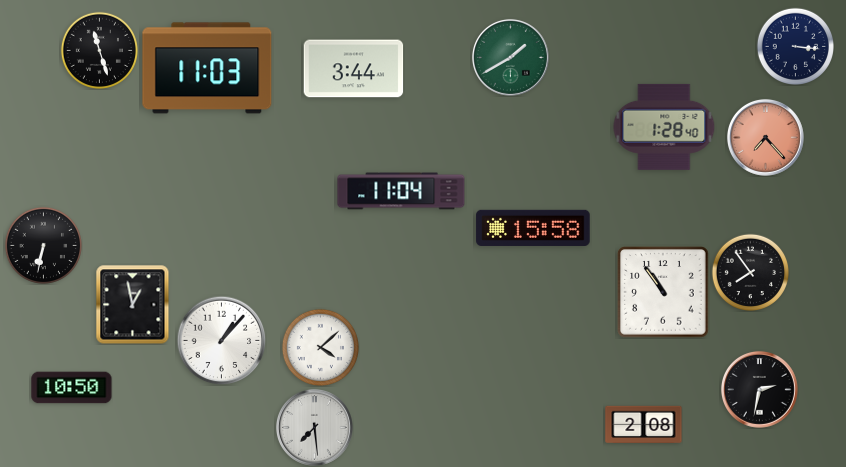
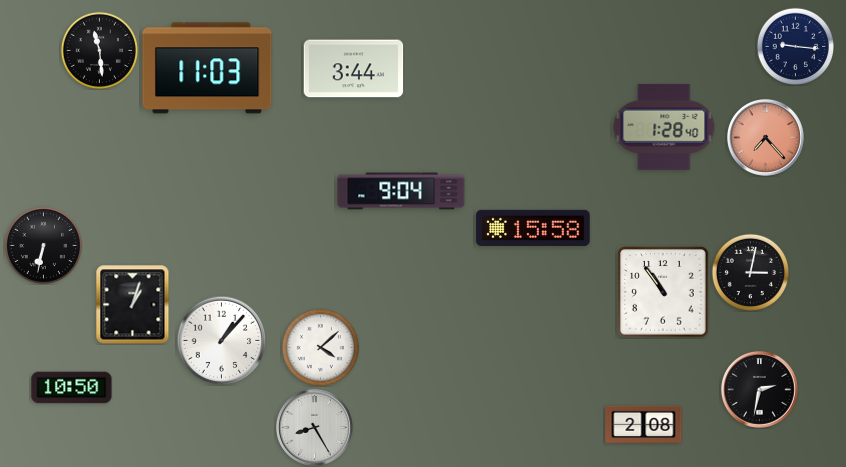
clock at (795, 46): 3:16 -> 9:16
clock at (99, 50): 11:27 -> 11:29
clock at (510, 57): 1:40 -> none
clock at (401, 191): 11:04 -> 9:04
clock at (750, 272): 7:54 -> 3:02
clock at (133, 304): 12:58 -> 1:03
clock at (314, 427): 7:29 -> 8:25
